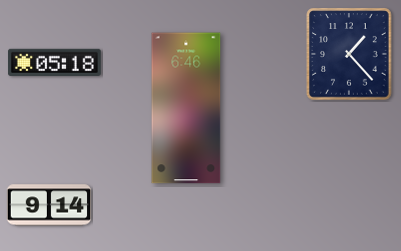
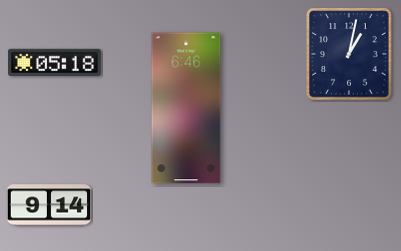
clock at (349, 54): 1:23 -> 1:02
